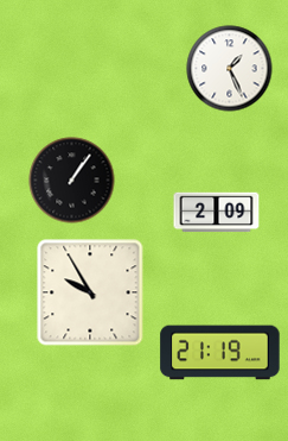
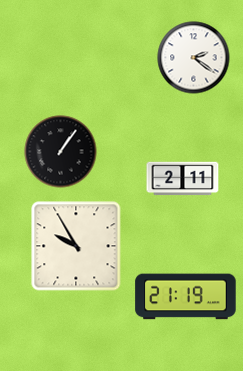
clock at (230, 69): 1:26 -> 2:21
clock at (217, 213): 2:09 -> 2:11
